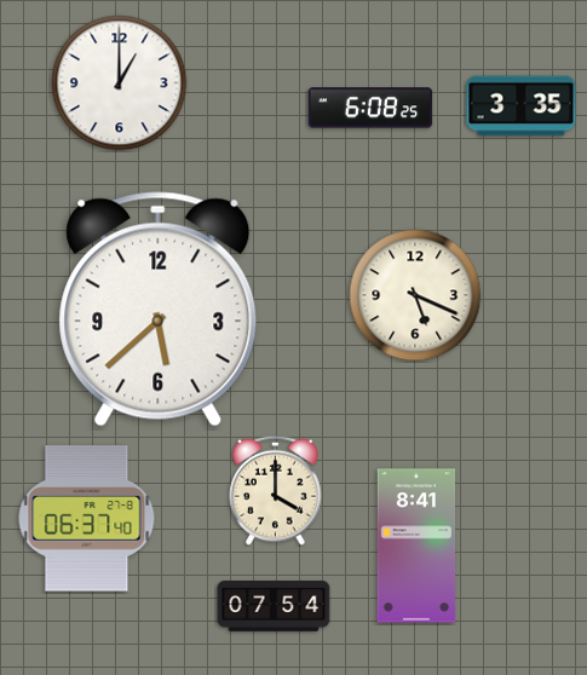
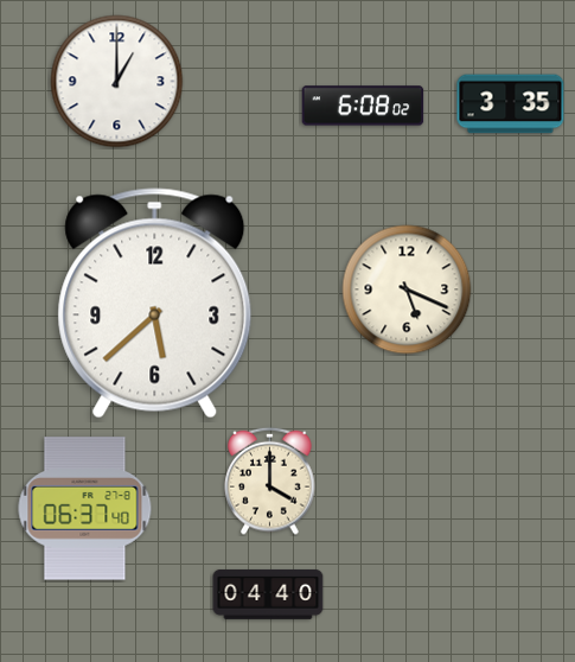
clock at (370, 108): 6:08:25 -> 6:08:02
clock at (416, 546): 8:41 -> none
clock at (274, 606): 07:54 -> 04:40
